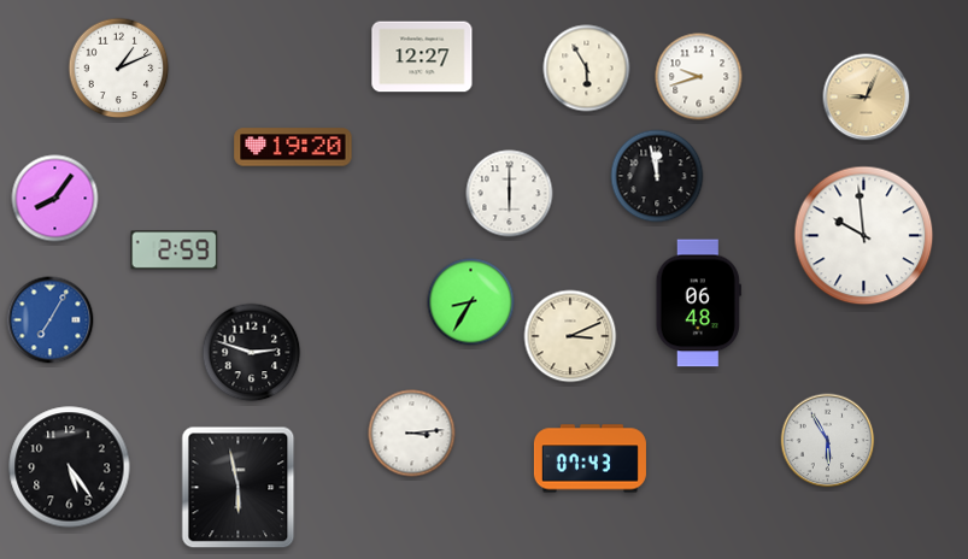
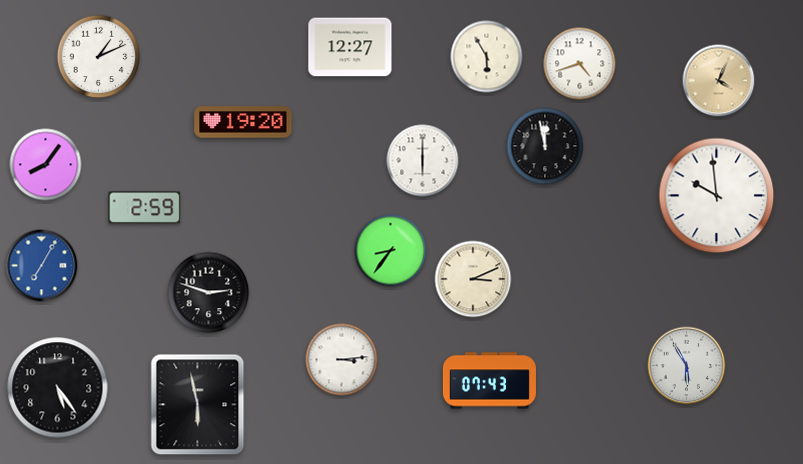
clock at (699, 77): 9:42 -> 4:42
clock at (867, 98): 9:04 -> 4:04
clock at (471, 302): 8:35 -> 8:36
clock at (698, 304): 06:48 -> none
